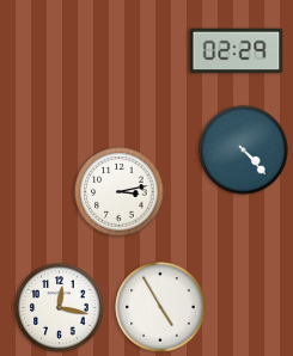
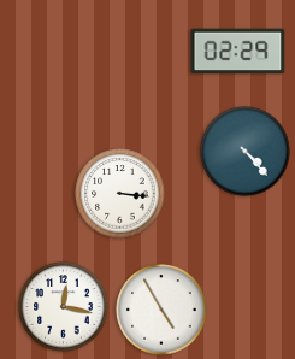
clock at (120, 192): 3:13 -> 3:16
clock at (60, 308) position: (60, 308) -> (64, 307)
